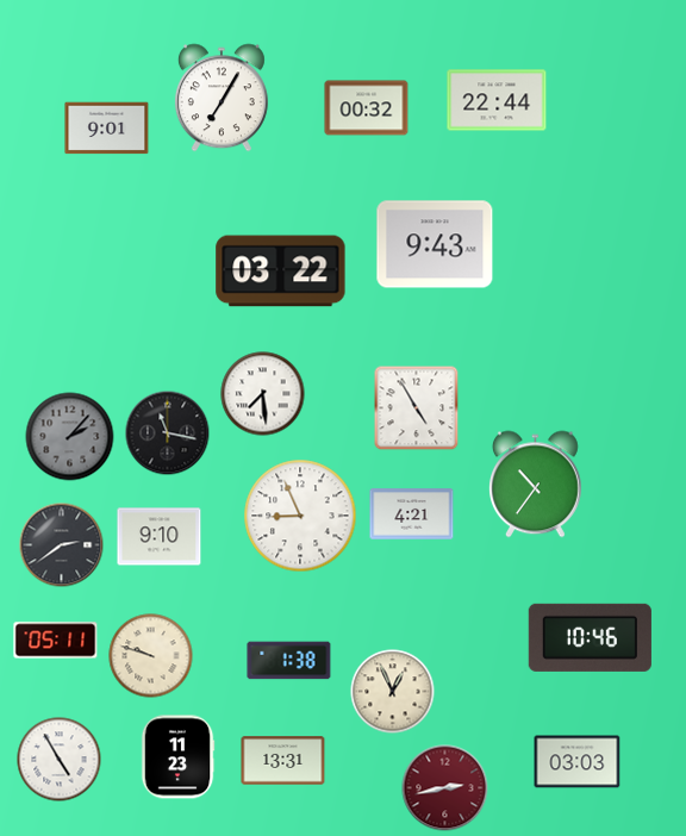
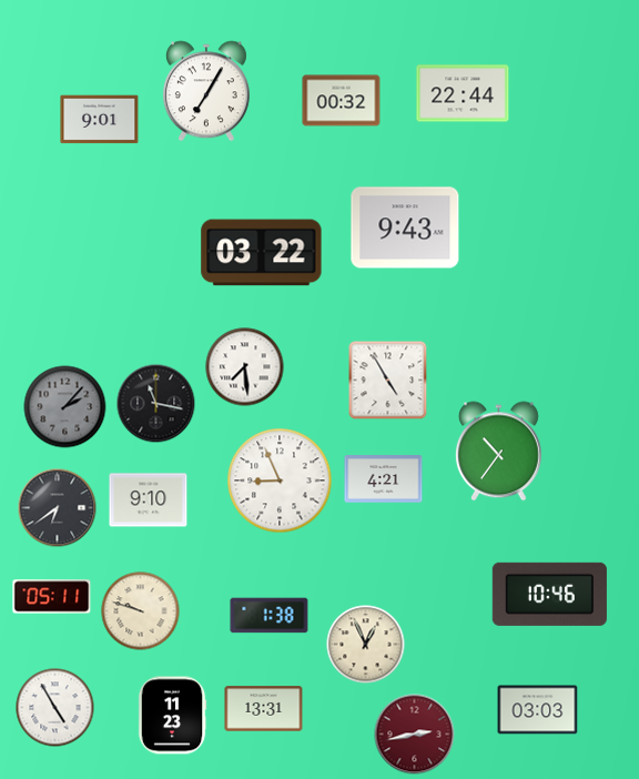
clock at (62, 545): 2:39 -> 6:39
clock at (177, 757) position: (177, 757) -> (172, 716)
